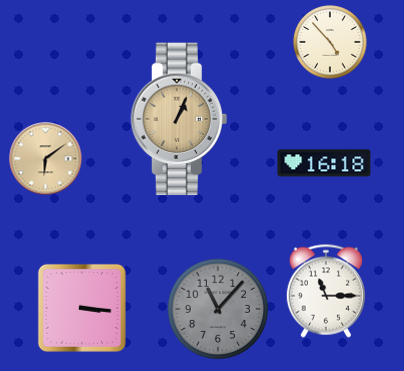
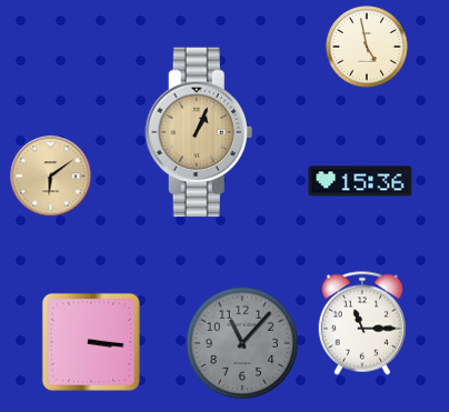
clock at (330, 42): 4:53 -> 4:58
clock at (324, 163): 16:18 -> 15:36
